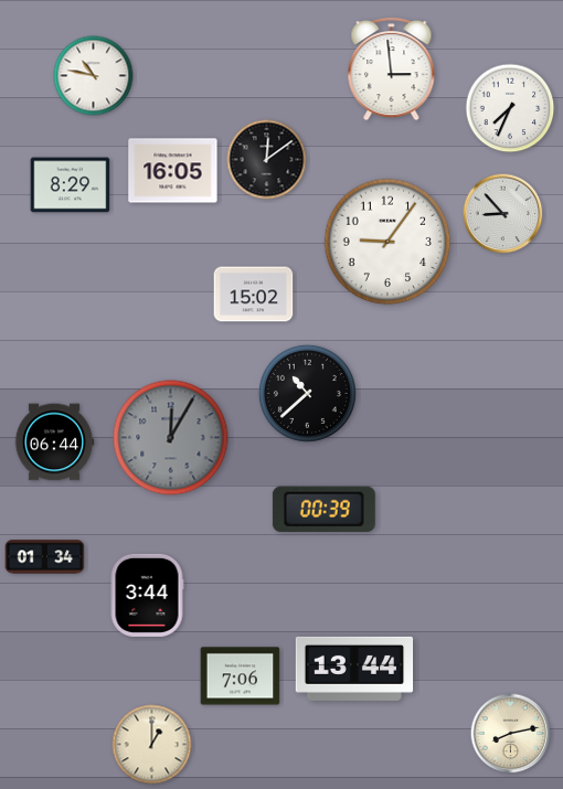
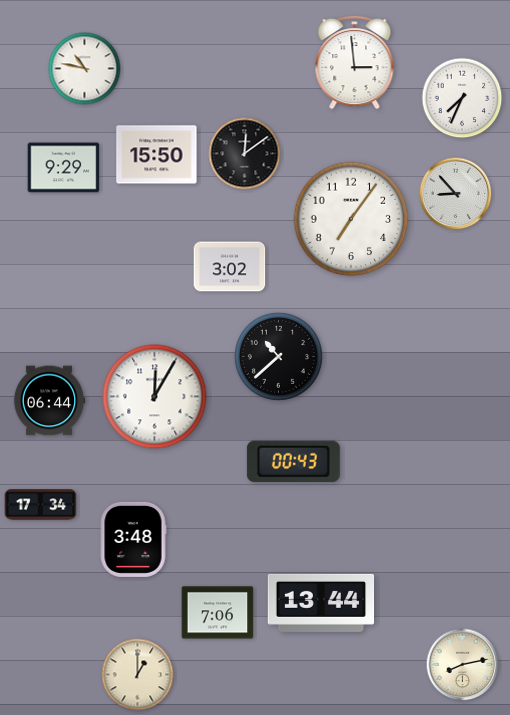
clock at (267, 160) position: (267, 160) -> (245, 154)
clock at (173, 171): 16:05 -> 15:50
clock at (71, 185): 8:29 -> 9:29
clock at (387, 242): 9:06 -> 7:06
clock at (254, 295): 15:02 -> 3:02
clock at (171, 438) dial: grey -> white
clock at (323, 510): 00:39 -> 00:43
clock at (45, 557): 01:34 -> 17:34
clock at (147, 595): 3:44 -> 3:48
clock at (354, 669) position: (354, 669) -> (321, 603)
